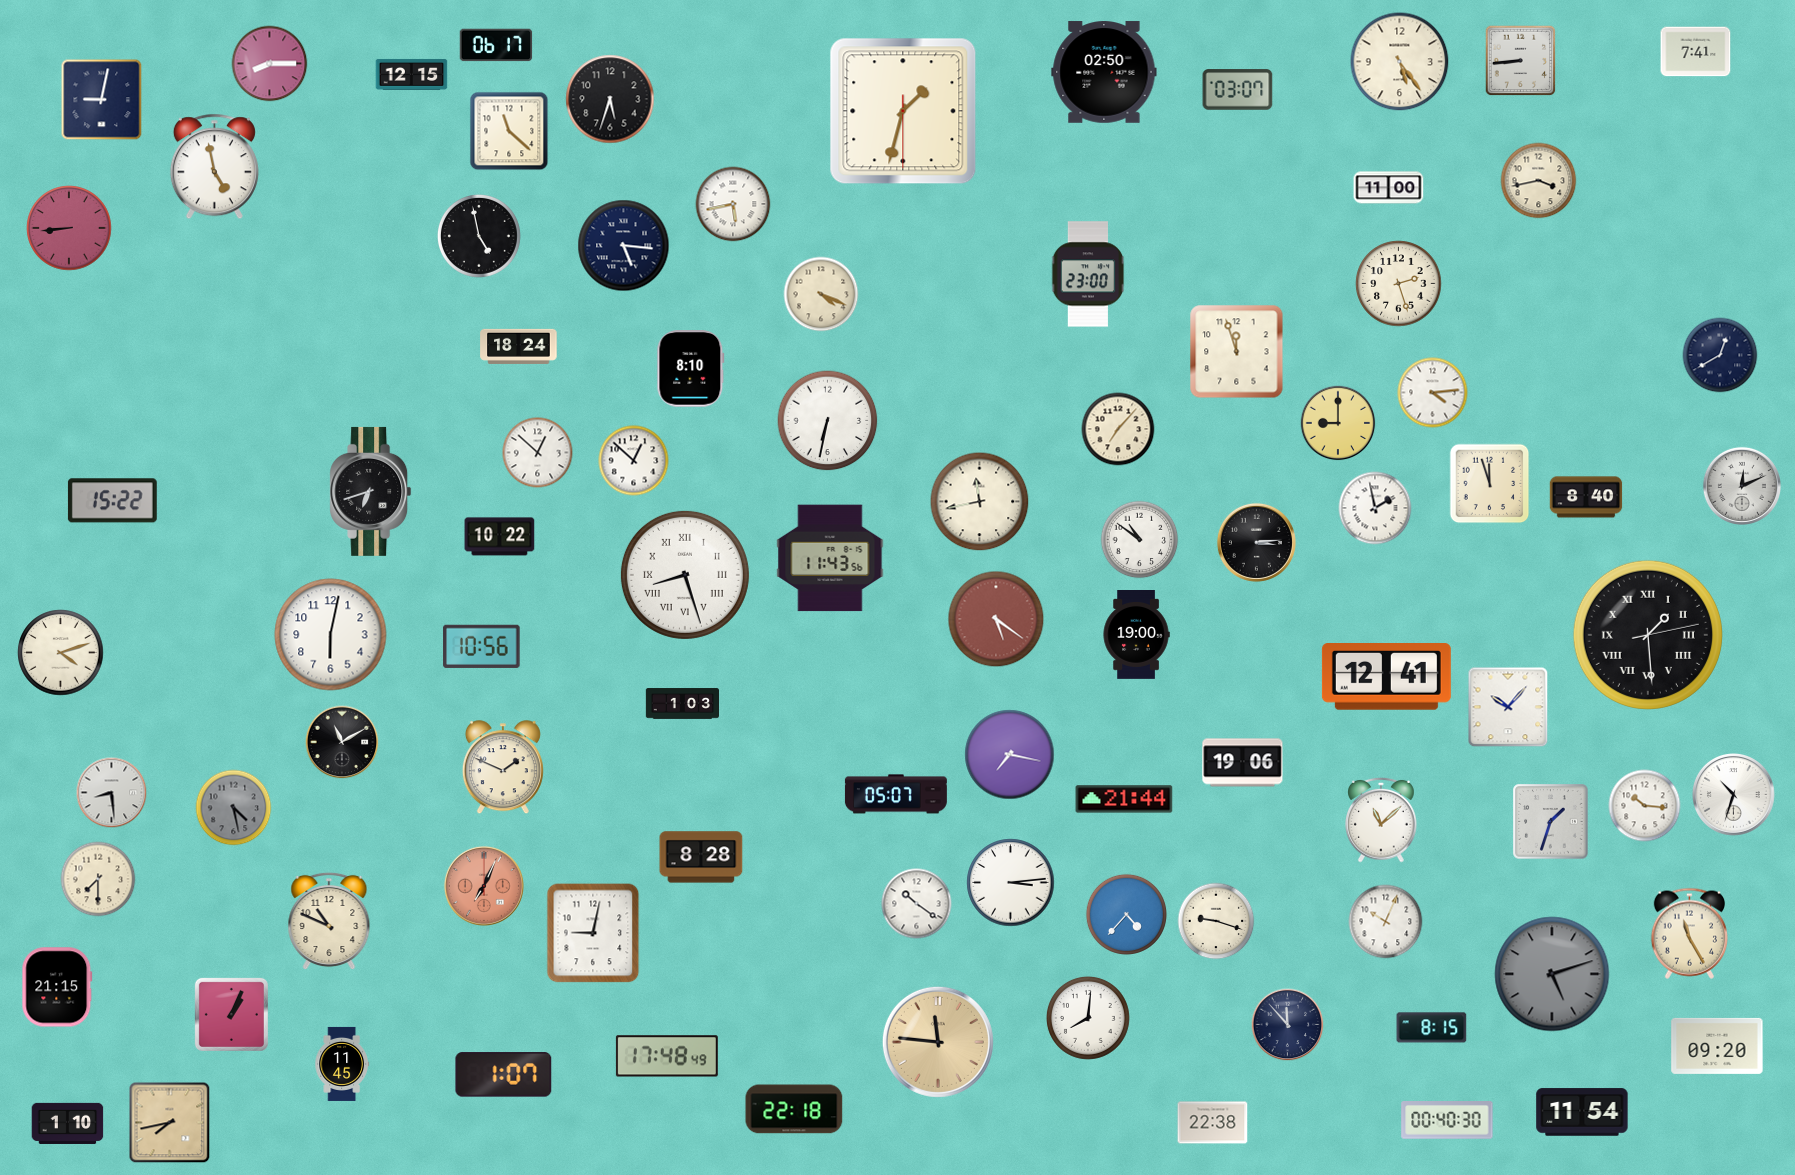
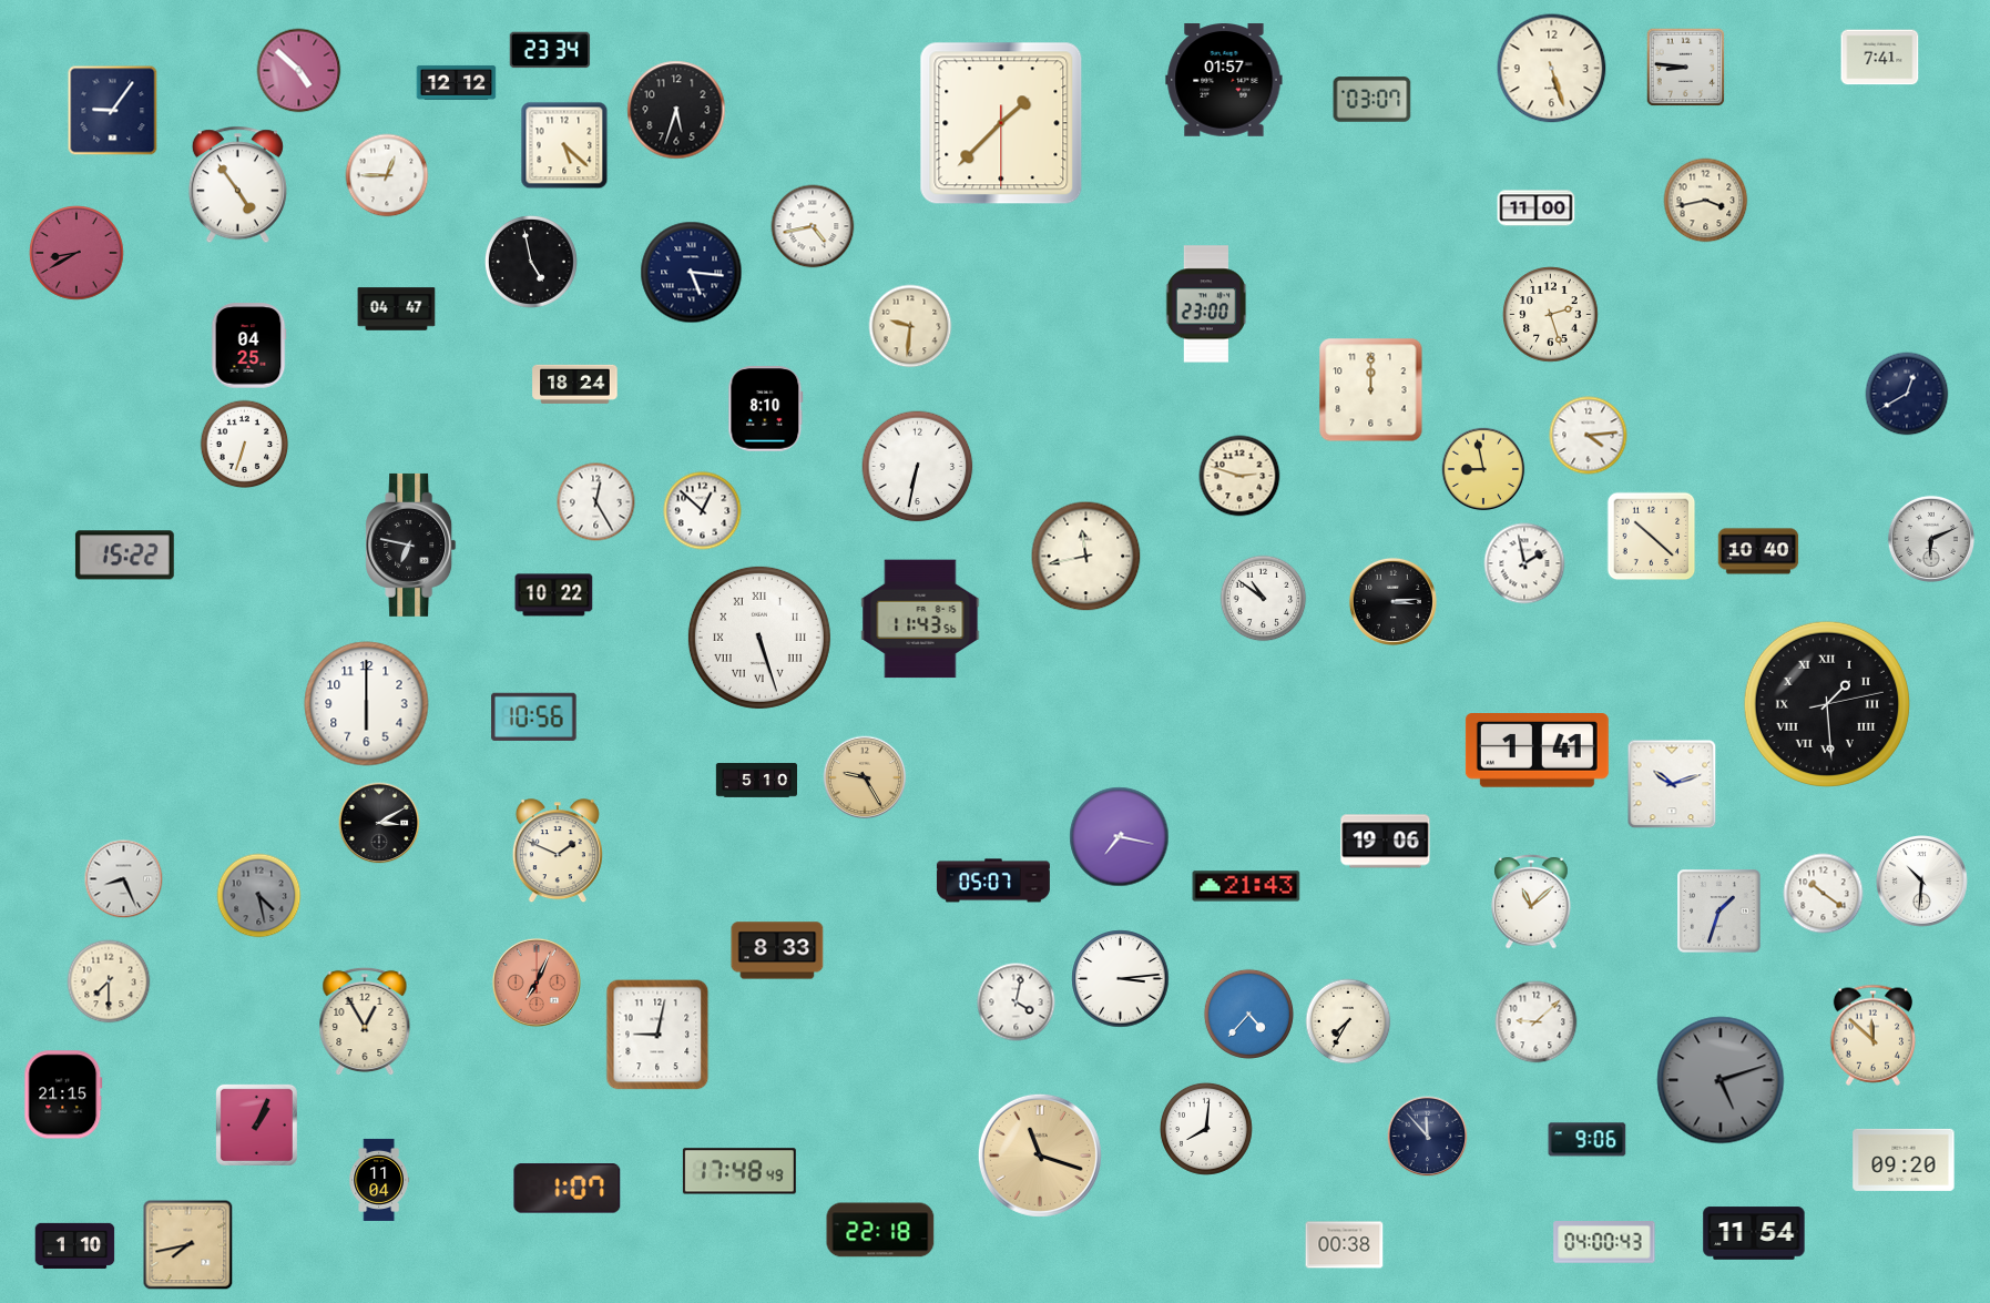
clock at (496, 45): 06:17 -> 23:34
clock at (1521, 61): 8:44 -> 8:46
clock at (1400, 62): 5:24 -> 5:27
clock at (270, 64): 8:15 -> 4:52
clock at (1104, 72): 02:50 -> 01:57
clock at (412, 74): 12:15 -> 12:12
clock at (102, 100): 9:02 -> 9:06
clock at (903, 111): 1:32 -> 1:37
clock at (509, 131): 11:22 -> 5:22
clock at (387, 175): none -> 12:45
clock at (214, 167): 4:58 -> 4:54
clock at (1389, 188) position: (1389, 188) -> (1537, 208)
clock at (733, 204): 5:43 -> 4:43
clock at (69, 228): 8:44 -> 8:40
clock at (397, 309): none -> 04:47
clock at (821, 294): 4:19 -> 9:31
clock at (248, 346): none -> 04:25
clock at (1237, 352): 11:57 -> 12:00
clock at (245, 445): none -> 6:33
clock at (1338, 423): 9:00 -> 8:58
clock at (1118, 429): 7:07 -> 2:48
clock at (538, 453): 12:52 -> 12:25
clock at (1490, 484): 11:57 -> 10:22
clock at (1742, 486): 12:11 -> 6:11
clock at (371, 491): 6:42 -> 6:47
clock at (1586, 497): 8:40 -> 10:40
clock at (685, 575): 8:27 -> 5:27
clock at (996, 619): 5:21 -> none
clock at (331, 635): 6:02 -> 6:00
clock at (1136, 635): 19:00 -> none
clock at (61, 653): 4:12 -> none
clock at (1386, 677): 12:41 -> 1:41
clock at (865, 777): none -> 9:25
clock at (683, 704): 1:03 -> 5:10
clock at (1508, 707): 10:07 -> 10:12
clock at (342, 742): 11:10 -> 3:10
clock at (1243, 763) position: (1243, 763) -> (1386, 842)
clock at (112, 793): 8:29 -> 8:26
clock at (1734, 795): 10:33 -> 10:31
clock at (1124, 799): 21:44 -> 21:43
clock at (1645, 806): 10:16 -> 10:21
clock at (1381, 820) position: (1381, 820) -> (1531, 902)
clock at (701, 857): 8:28 -> 8:33
clock at (98, 879) position: (98, 879) -> (109, 981)
clock at (917, 904): 10:21 -> 4:02
clock at (329, 921): 10:49 -> 12:55
clock at (1216, 921): 9:18 -> 7:35
clock at (1386, 922): 10:04 -> 9:08
clock at (1689, 933): 11:25 -> 11:52
clock at (1432, 1028): 8:15 -> 9:06
clock at (938, 1042): 11:46 -> 11:18
clock at (342, 1064): 11:45 -> 11:04
clock at (504, 1075) position: (504, 1075) -> (568, 1189)
clock at (1447, 1121): 00:40 -> 04:00
clock at (1213, 1123): 22:38 -> 00:38
